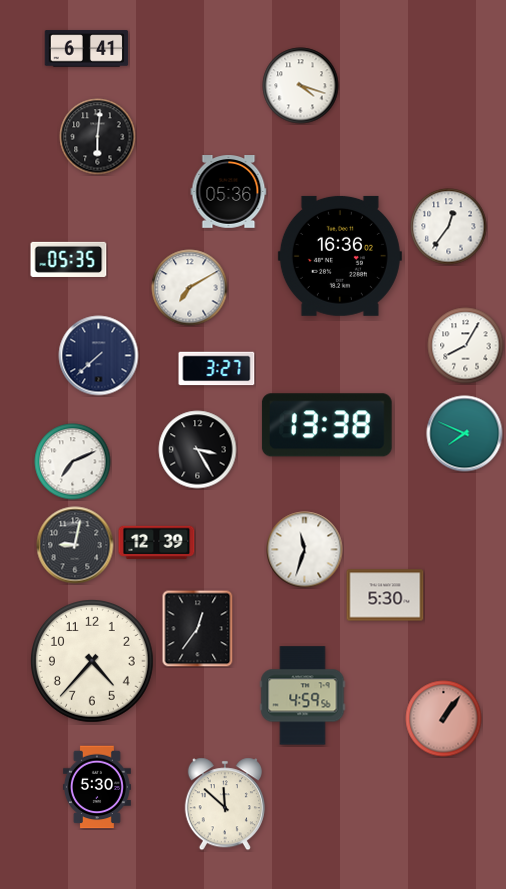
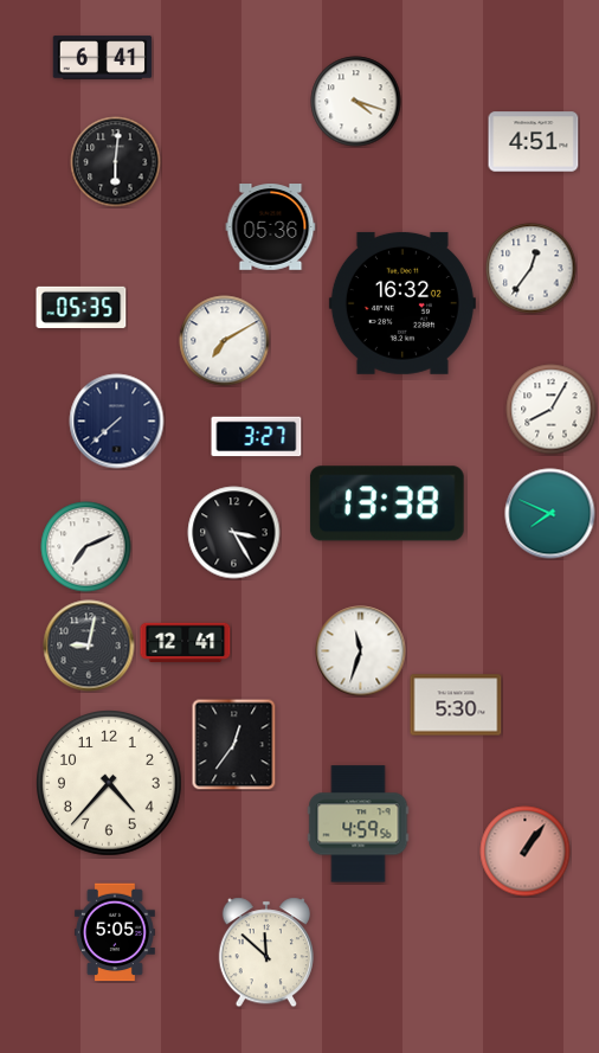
clock at (534, 142): none -> 4:51
clock at (340, 256): 16:36 -> 16:32
clock at (157, 542): 12:39 -> 12:41
clock at (97, 787): 5:30 -> 5:05
